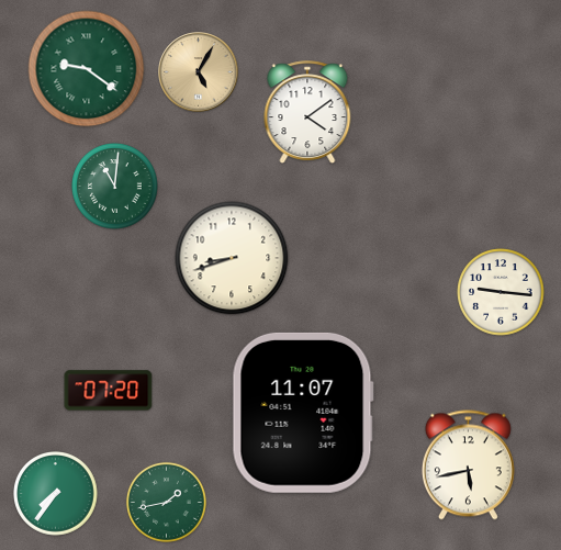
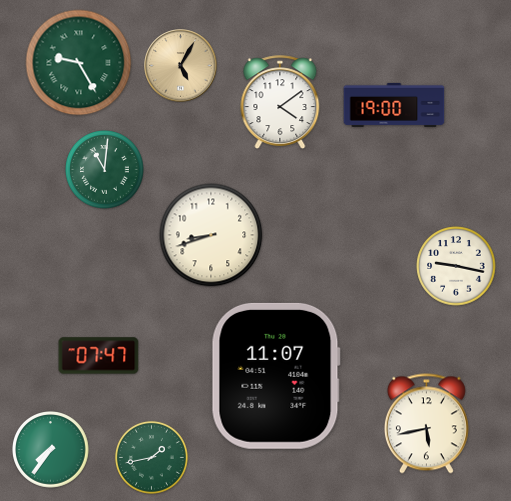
clock at (87, 69): 9:21 -> 9:25
clock at (394, 105): none -> 19:00
clock at (501, 292): 9:16 -> 9:17
clock at (109, 391): 07:20 -> 07:47
